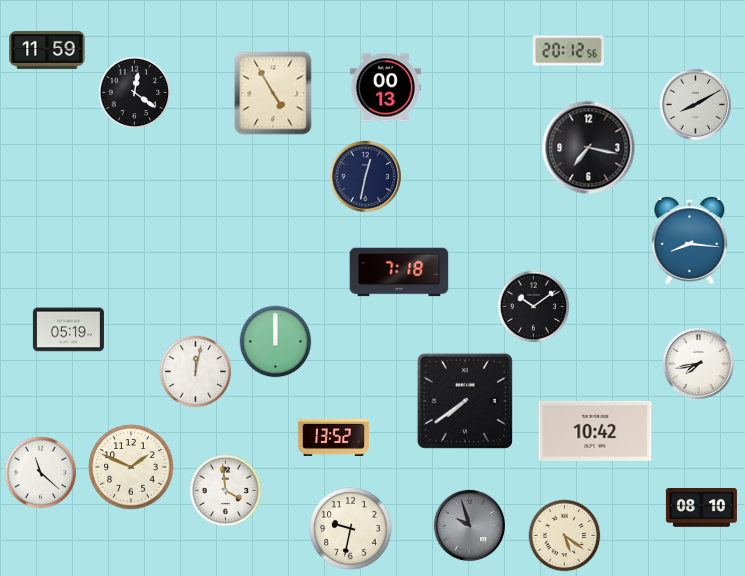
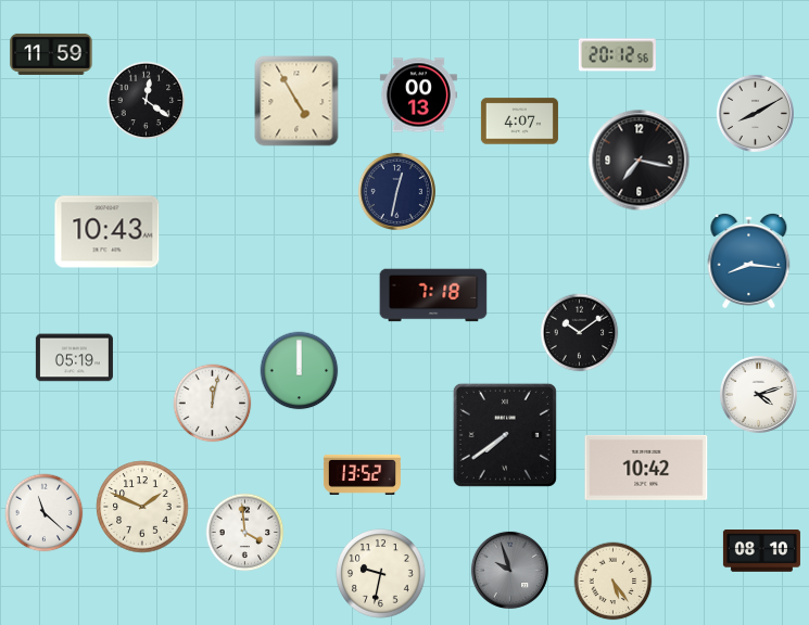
clock at (519, 122): none -> 4:07
clock at (108, 232): none -> 10:43
clock at (698, 363): 7:43 -> 4:12
clock at (565, 536): 5:21 -> 5:24
